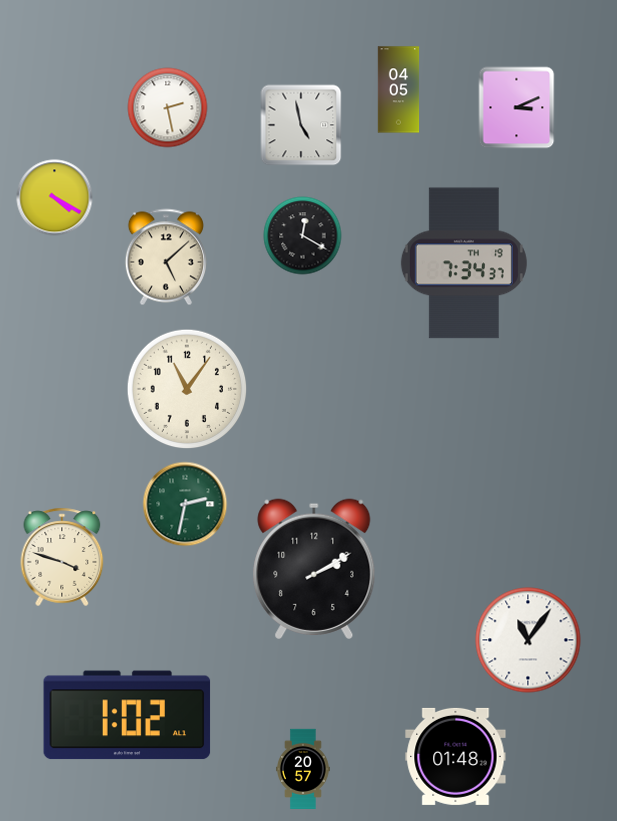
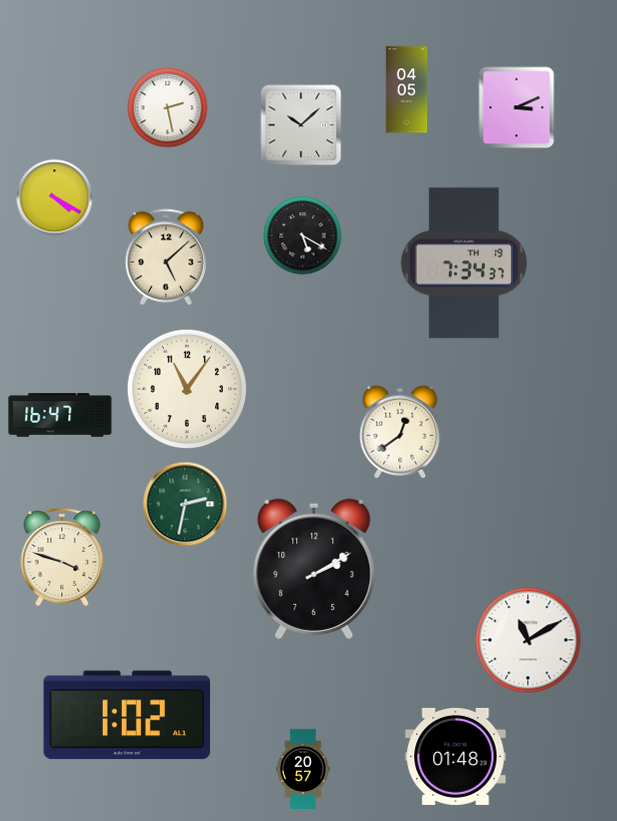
clock at (399, 90) position: (399, 90) -> (407, 90)
clock at (301, 125): 4:58 -> 10:08
clock at (303, 236): 12:20 -> 5:20
clock at (60, 415): none -> 16:47
clock at (400, 432): none -> 12:39
clock at (528, 640): 11:06 -> 11:10
